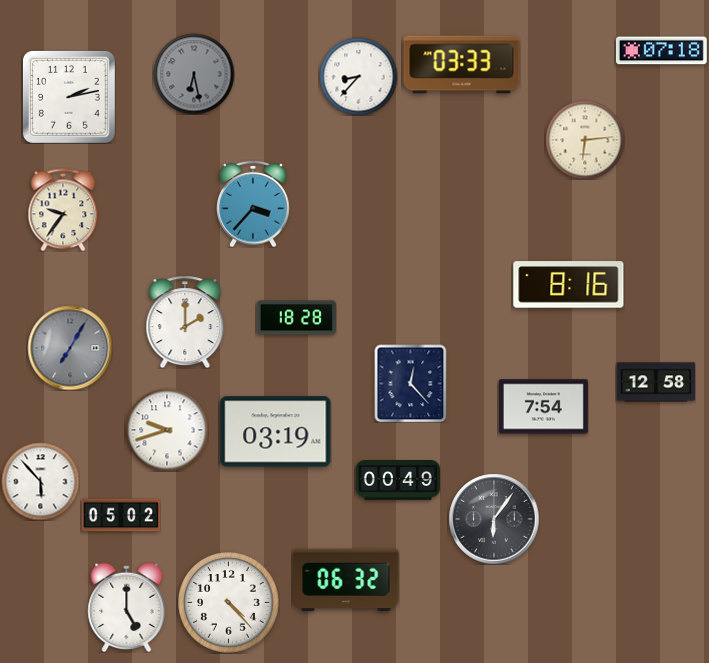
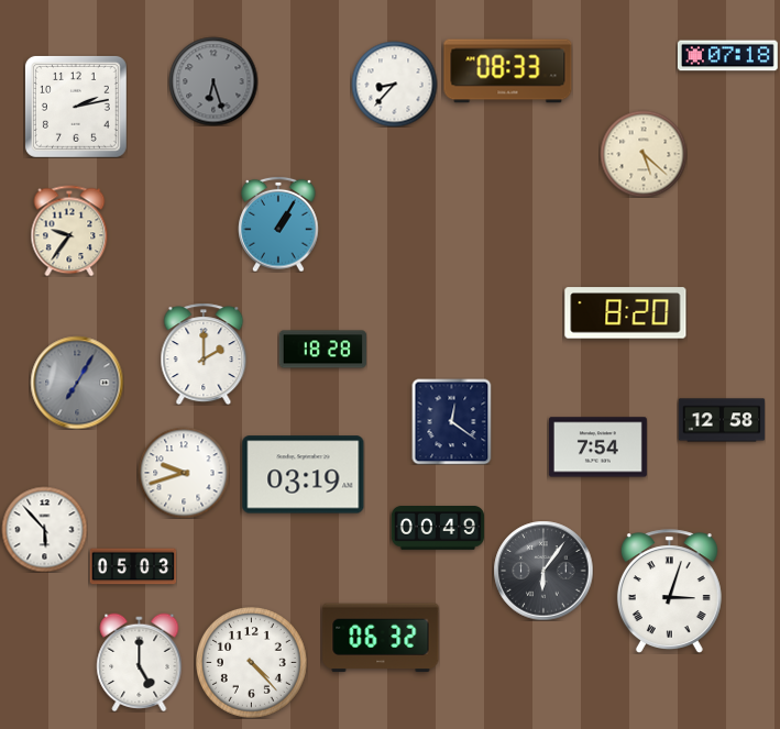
clock at (462, 65): 03:33 -> 08:33
clock at (194, 74): 6:28 -> 6:27
clock at (585, 140): 6:14 -> 5:22
clock at (253, 204): 3:37 -> 1:05
clock at (569, 285): 8:16 -> 8:20
clock at (296, 318) position: (296, 318) -> (322, 350)
clock at (411, 383): 12:23 -> 12:21
clock at (121, 515): 05:02 -> 05:03
clock at (669, 590): none -> 3:03
clock at (127, 607) position: (127, 607) -> (140, 662)
